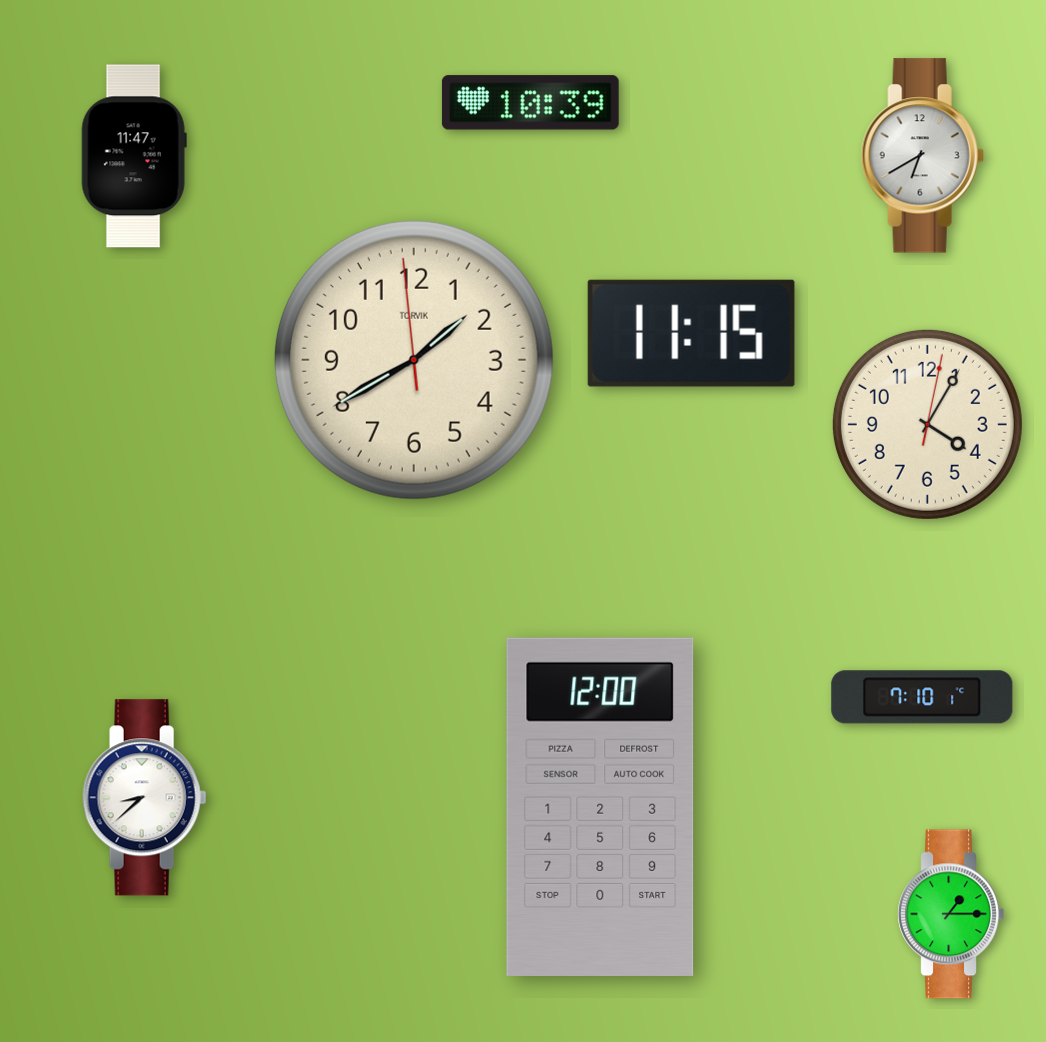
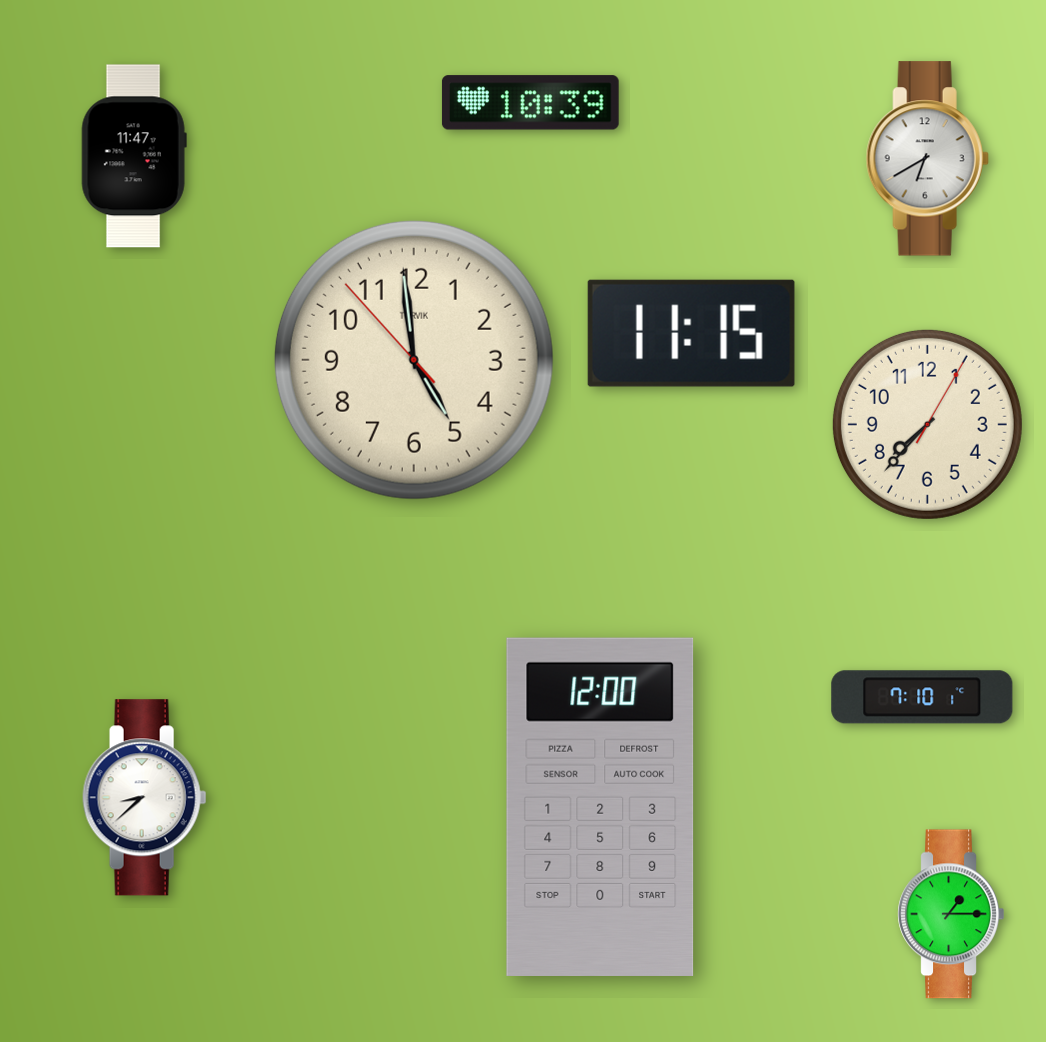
clock at (922, 156) position: (922, 156) -> (927, 159)
clock at (414, 360): 1:39 -> 4:58
clock at (927, 424): 4:05 -> 7:37
